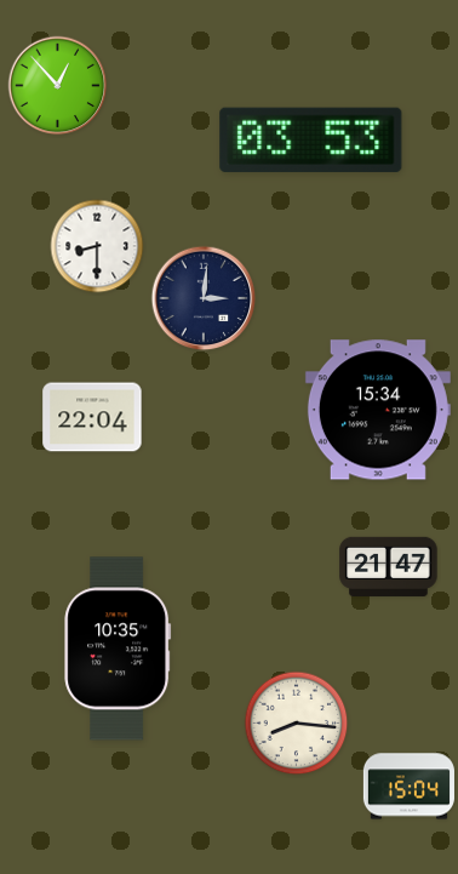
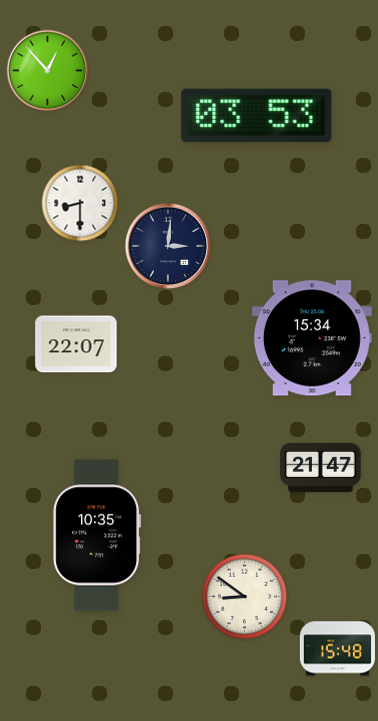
clock at (92, 417): 22:04 -> 22:07
clock at (297, 724): 8:16 -> 8:51
clock at (408, 787): 15:04 -> 15:48
